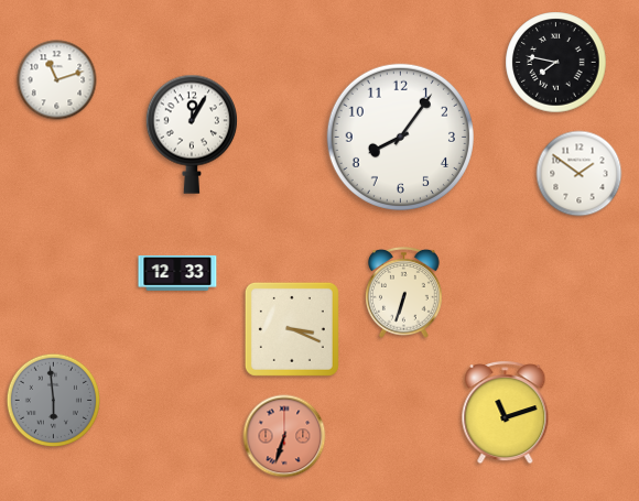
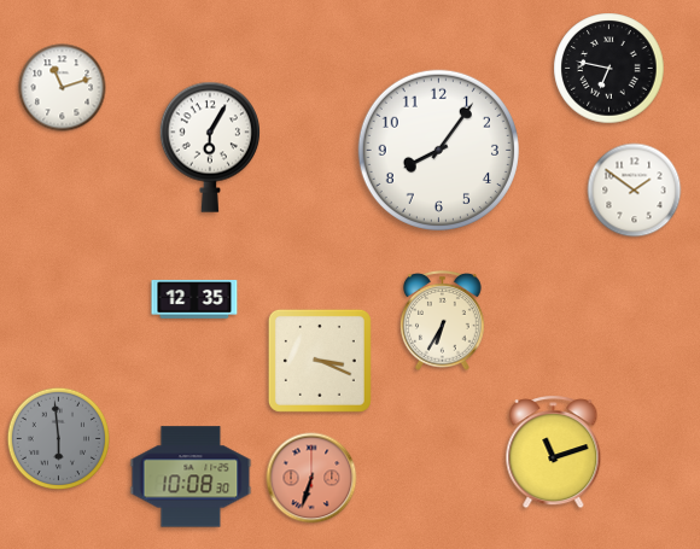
clock at (556, 63): 7:47 -> 6:47
clock at (191, 134): 12:05 -> 6:05
clock at (177, 273): 12:33 -> 12:35
clock at (404, 292): 6:33 -> 6:35
clock at (191, 477): none -> 10:08
